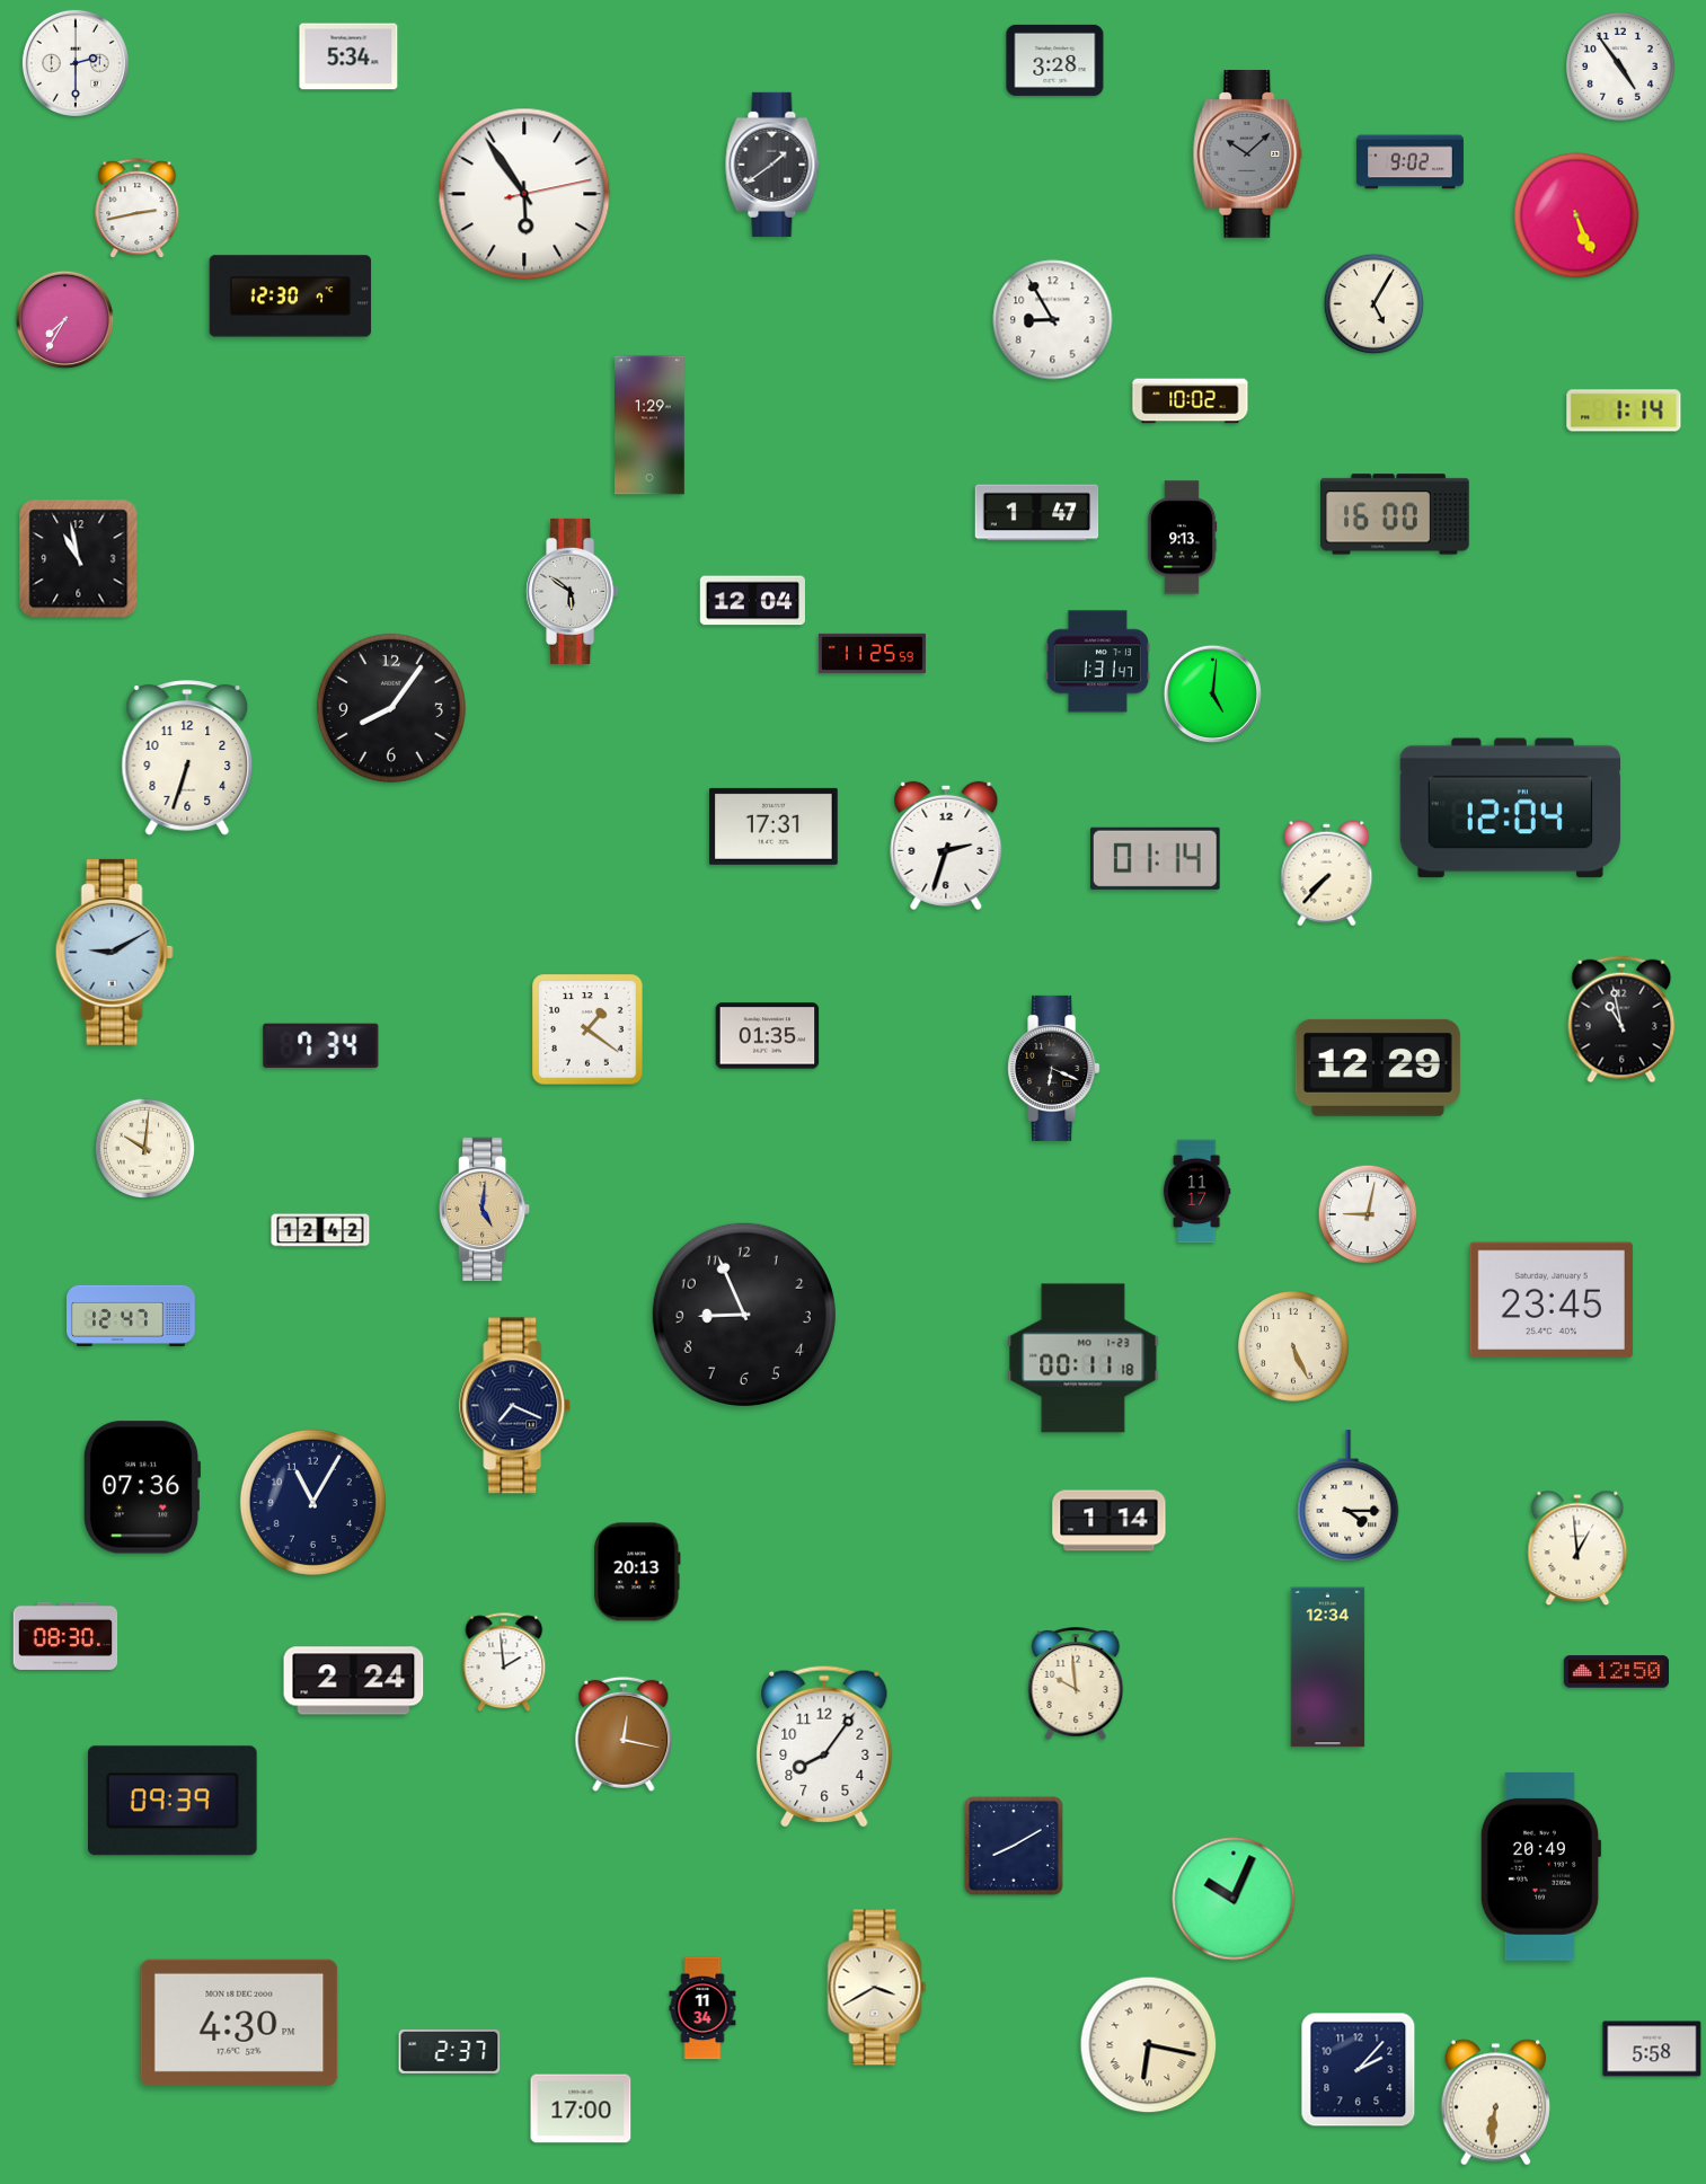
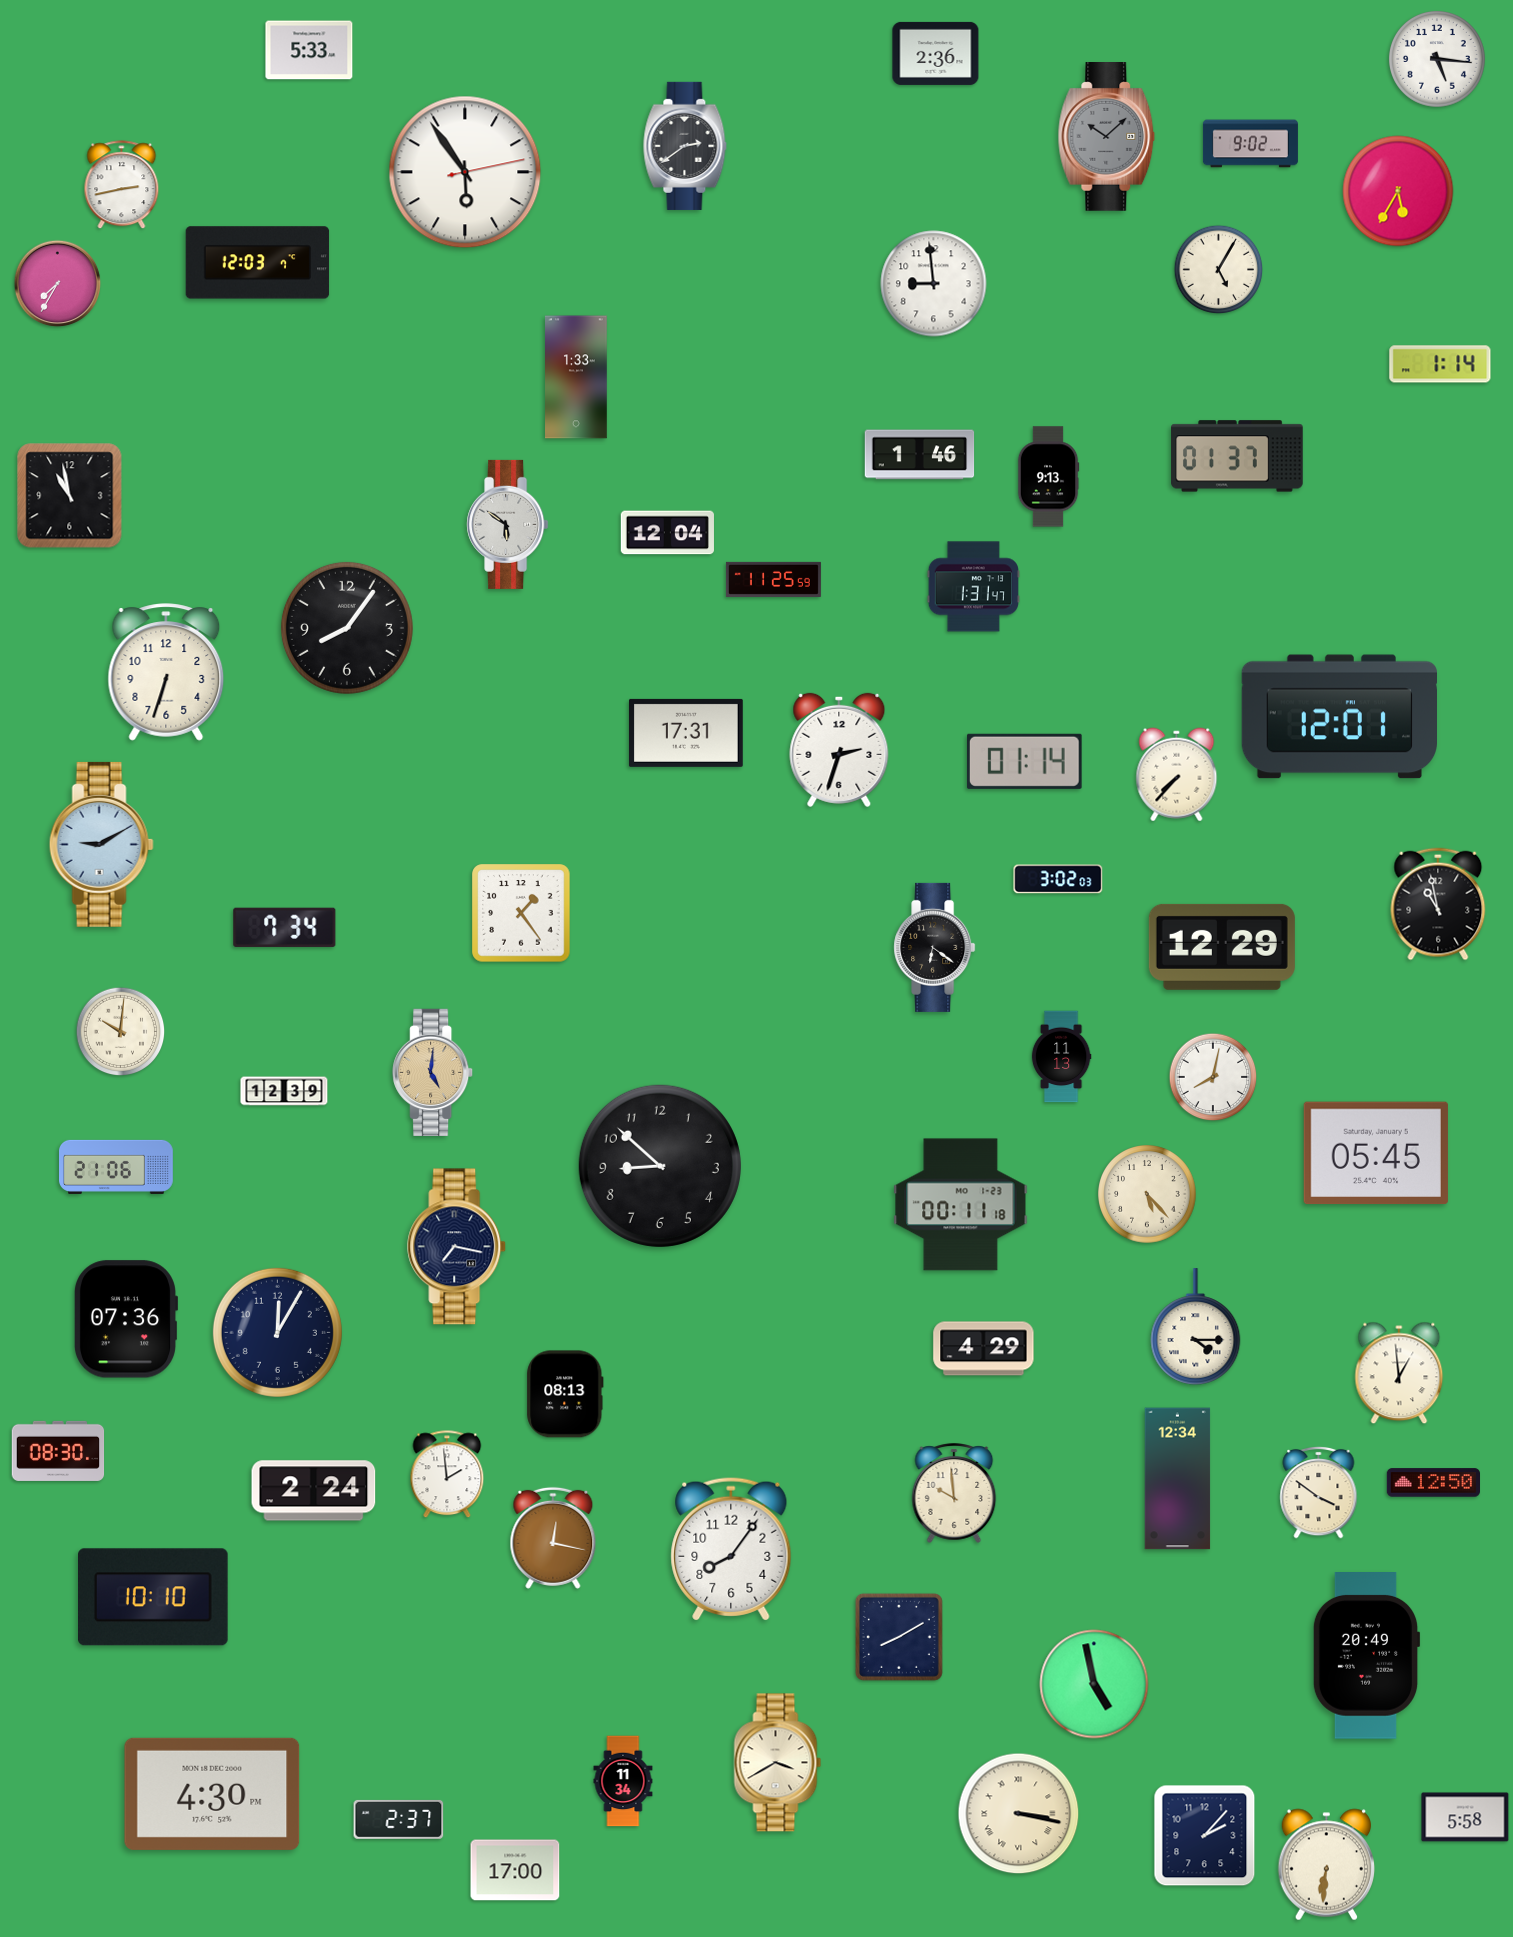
clock at (348, 56): 5:34 -> 5:33
clock at (1055, 60): 3:28 -> 2:36
clock at (76, 63): 2:30 -> none
clock at (1620, 67): 4:54 -> 5:16
clock at (772, 165): 1:39 -> 2:39
clock at (1576, 215): 5:26 -> 5:35
clock at (291, 297): 12:30 -> 12:03
clock at (1053, 320): 8:55 -> 8:59
clock at (1191, 401): 10:02 -> none
clock at (651, 425): 1:29 -> 1:33
clock at (1037, 513): 1:47 -> 1:46
clock at (1395, 514): 16:00 -> 01:37
clock at (1213, 695): 5:01 -> none
clock at (1510, 808): 12:04 -> 12:01
clock at (1058, 879): none -> 3:02
clock at (587, 1029): 1:21 -> 1:24
clock at (768, 1036): 01:35 -> none
clock at (1054, 1068): 6:19 -> 6:21
clock at (145, 1149) position: (145, 1149) -> (121, 1032)
clock at (1196, 1192): 11:17 -> 11:13
clock at (485, 1209) position: (485, 1209) -> (433, 1072)
clock at (1368, 1214): 9:02 -> 8:02
clock at (320, 1230): 12:42 -> 12:39
clock at (1552, 1300): 23:45 -> 05:45
clock at (744, 1315): 8:56 -> 8:52
clock at (132, 1316): 12:47 -> 21:06
clock at (1293, 1346): 5:26 -> 5:23
clock at (515, 1406): 7:19 -> 7:17
clock at (312, 1502): 11:05 -> 12:05
clock at (1110, 1521): 1:14 -> 4:29
clock at (637, 1572): 20:13 -> 08:13
clock at (1319, 1492): none -> 3:51
clock at (174, 1801): 09:39 -> 10:10
clock at (1234, 1899): 10:04 -> 4:58
clock at (1149, 2045): 6:17 -> 3:17
